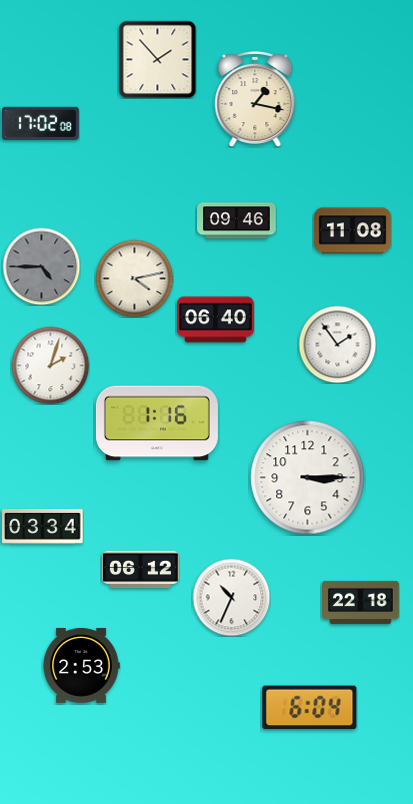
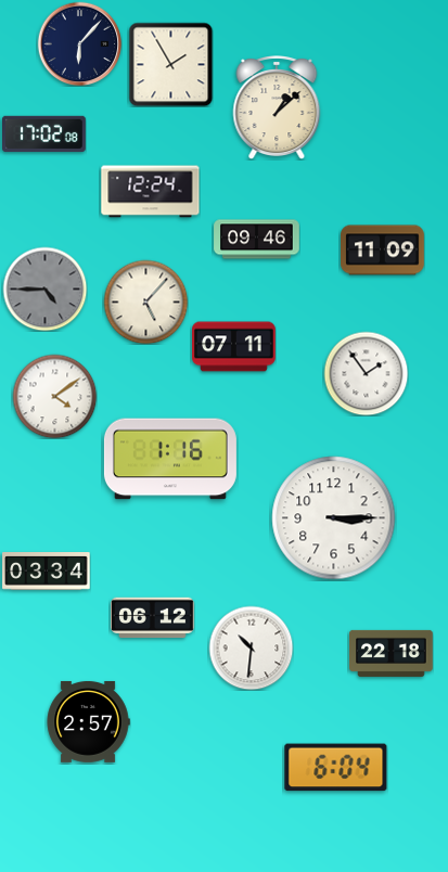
clock at (79, 43): none -> 6:07
clock at (157, 59): 1:53 -> 1:55
clock at (255, 100): 1:17 -> 1:08
clock at (151, 192): none -> 12:24
clock at (353, 231): 11:08 -> 11:09
clock at (134, 278): 4:13 -> 5:07
clock at (216, 320): 06:40 -> 07:11
clock at (50, 365): 2:03 -> 4:09
clock at (231, 597): 10:34 -> 10:31
clock at (81, 665): 2:53 -> 2:57
